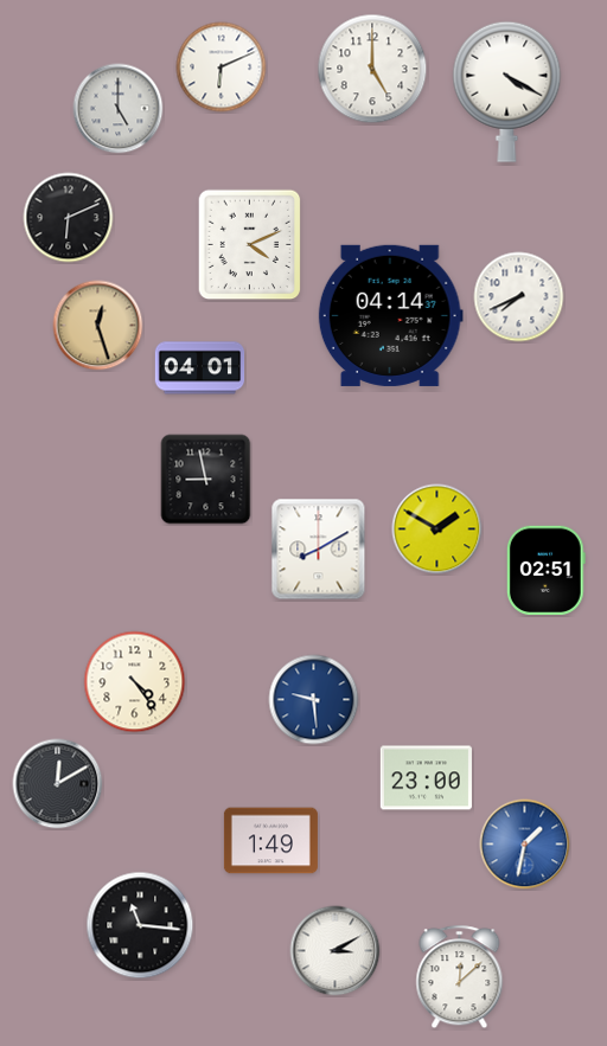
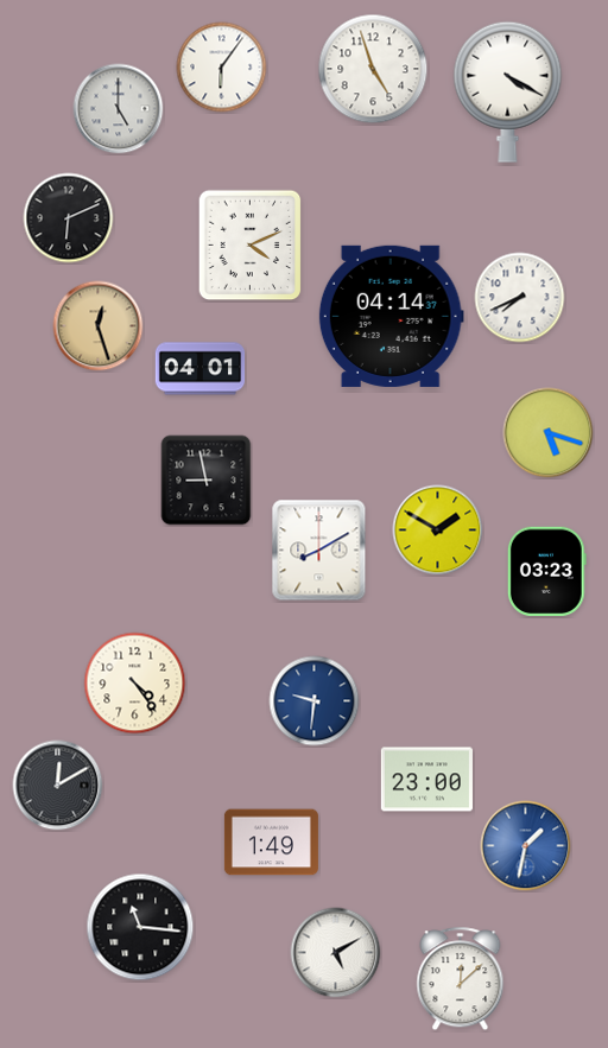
clock at (222, 68): 6:11 -> 6:06
clock at (372, 69): 5:00 -> 4:57
clock at (549, 433): none -> 5:18
clock at (545, 570): 02:51 -> 03:23
clock at (314, 700): 9:29 -> 9:31
clock at (336, 951): 3:10 -> 5:10
